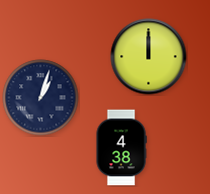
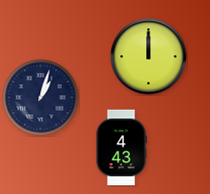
clock at (121, 148): 4:38 -> 4:43
